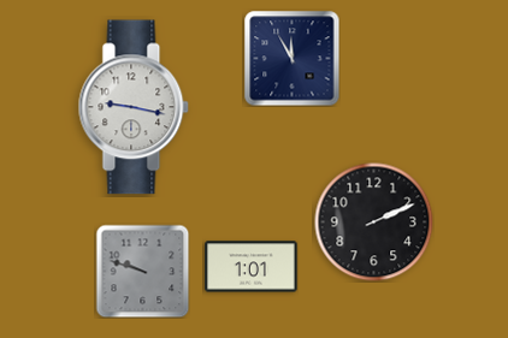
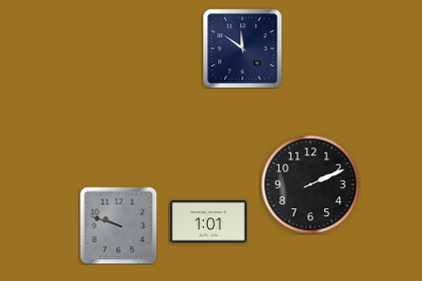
clock at (291, 58): 11:55 -> 11:51
clock at (134, 107): 9:17 -> none
